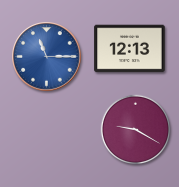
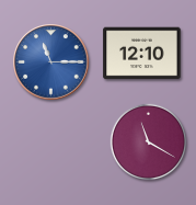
clock at (130, 49): 12:13 -> 12:10
clock at (136, 130): 9:20 -> 11:20
